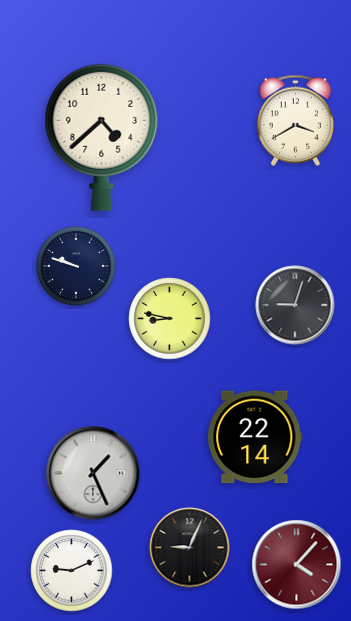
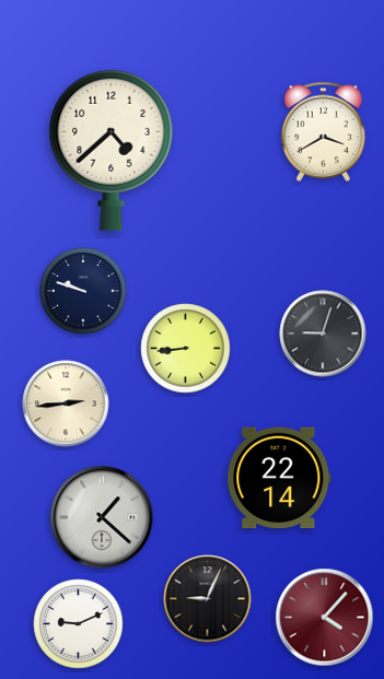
clock at (170, 319): 8:47 -> 8:44
clock at (66, 403): none -> 2:44
clock at (93, 473): 1:26 -> 1:22
